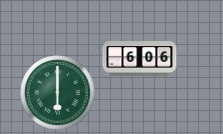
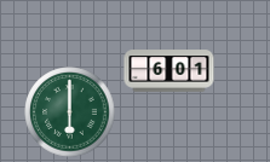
clock at (140, 59): 6:06 -> 6:01
